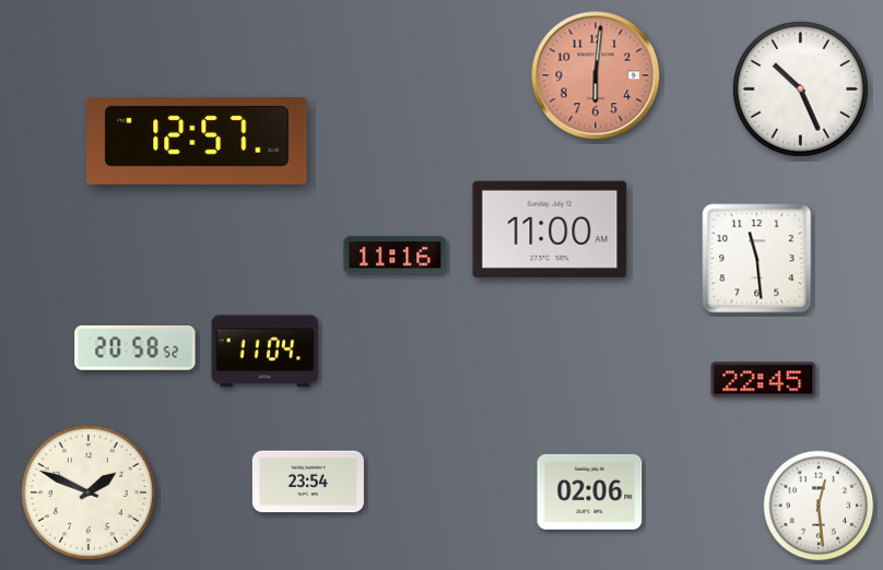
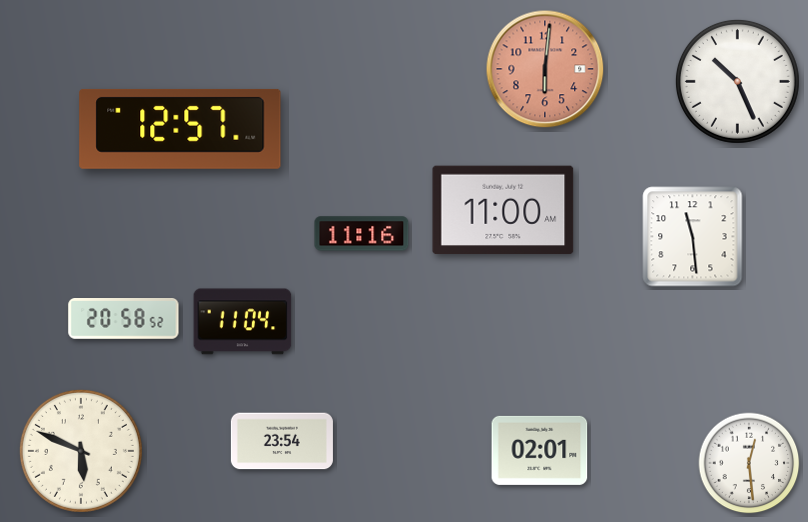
clock at (800, 88) position: (800, 88) -> (737, 81)
clock at (764, 380): 22:45 -> none
clock at (590, 491): 02:06 -> 02:01
clock at (89, 492): 1:49 -> 5:49
